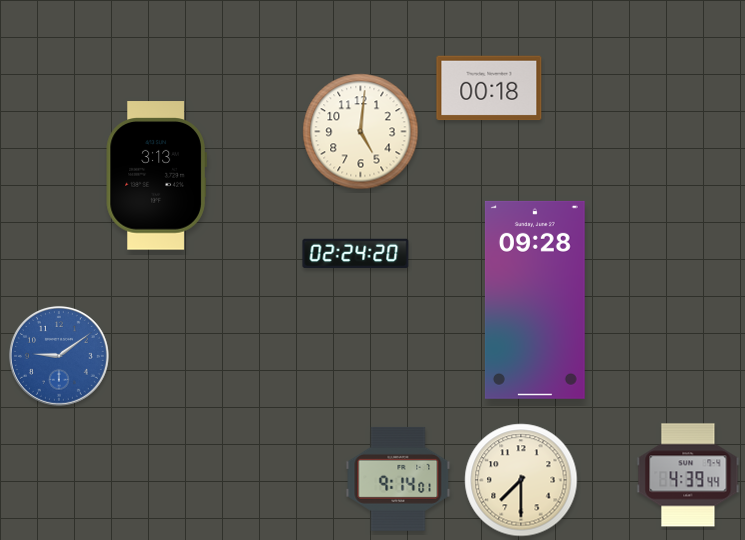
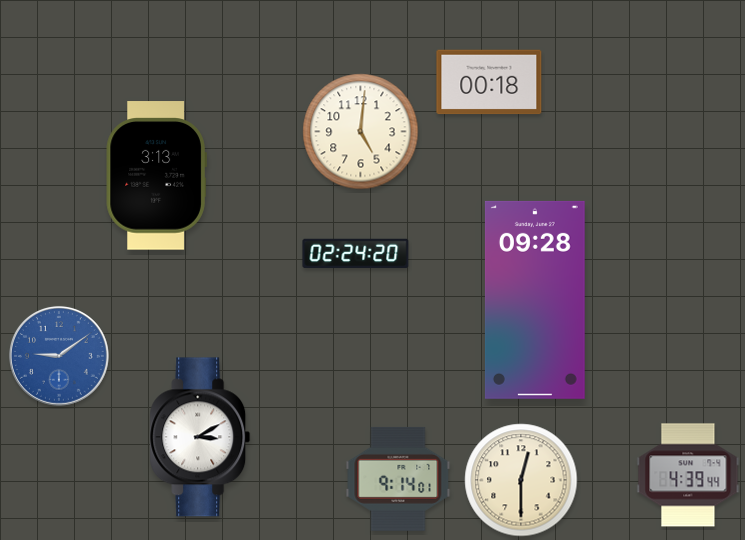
clock at (489, 88) position: (489, 88) -> (489, 82)
clock at (200, 437): none -> 3:10
clock at (521, 480): 7:30 -> 12:30
